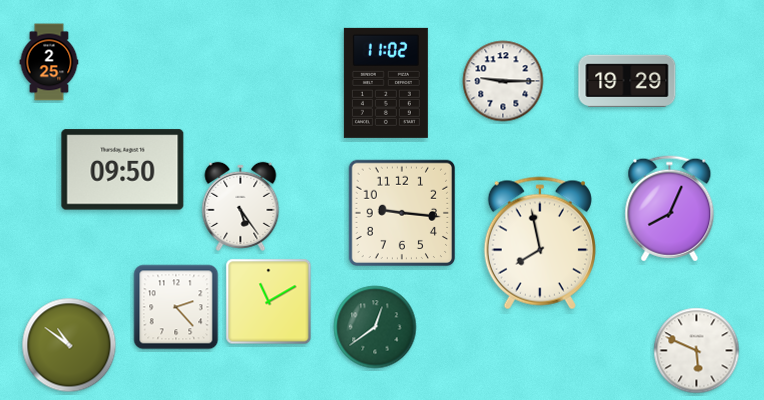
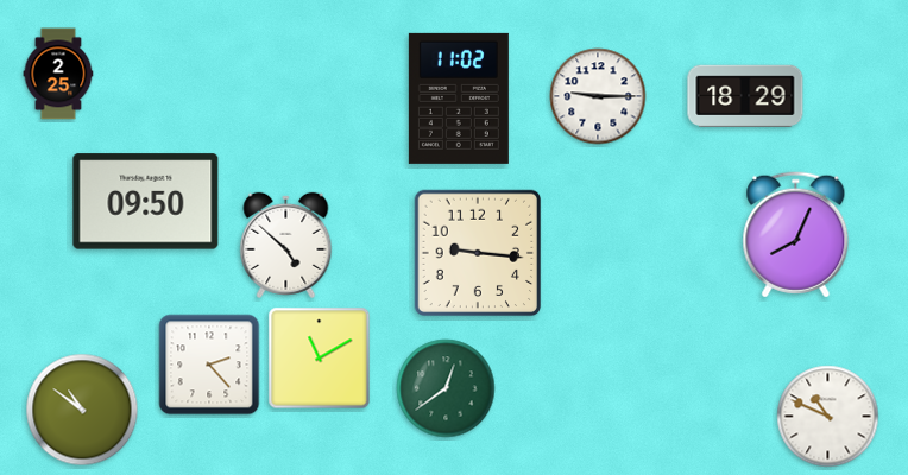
clock at (627, 80): 19:29 -> 18:29
clock at (241, 206): 5:24 -> 4:52
clock at (670, 209) position: (670, 209) -> (796, 235)
clock at (540, 243): 7:58 -> none
clock at (697, 351): 5:49 -> 10:49
